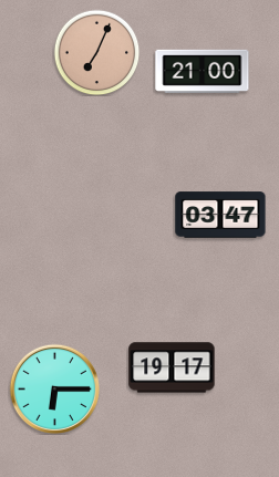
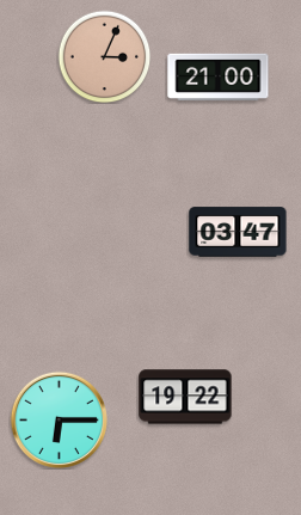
clock at (96, 52): 7:04 -> 3:04
clock at (172, 367): 19:17 -> 19:22
